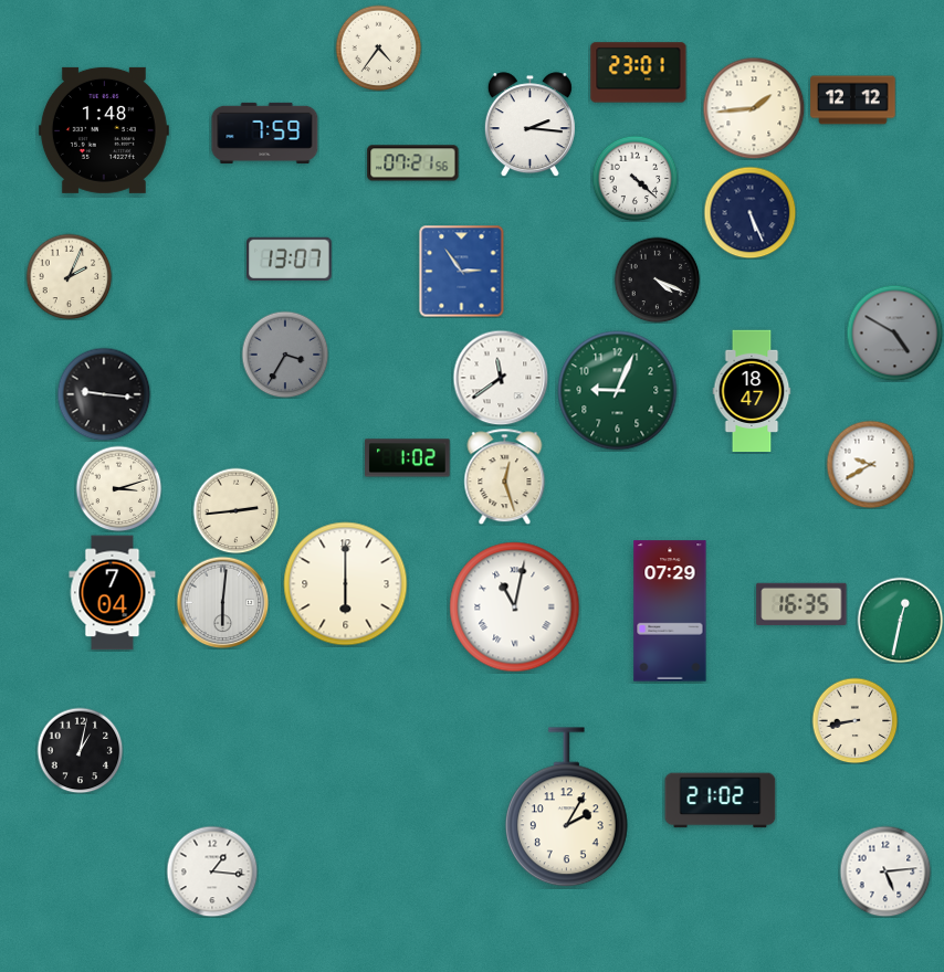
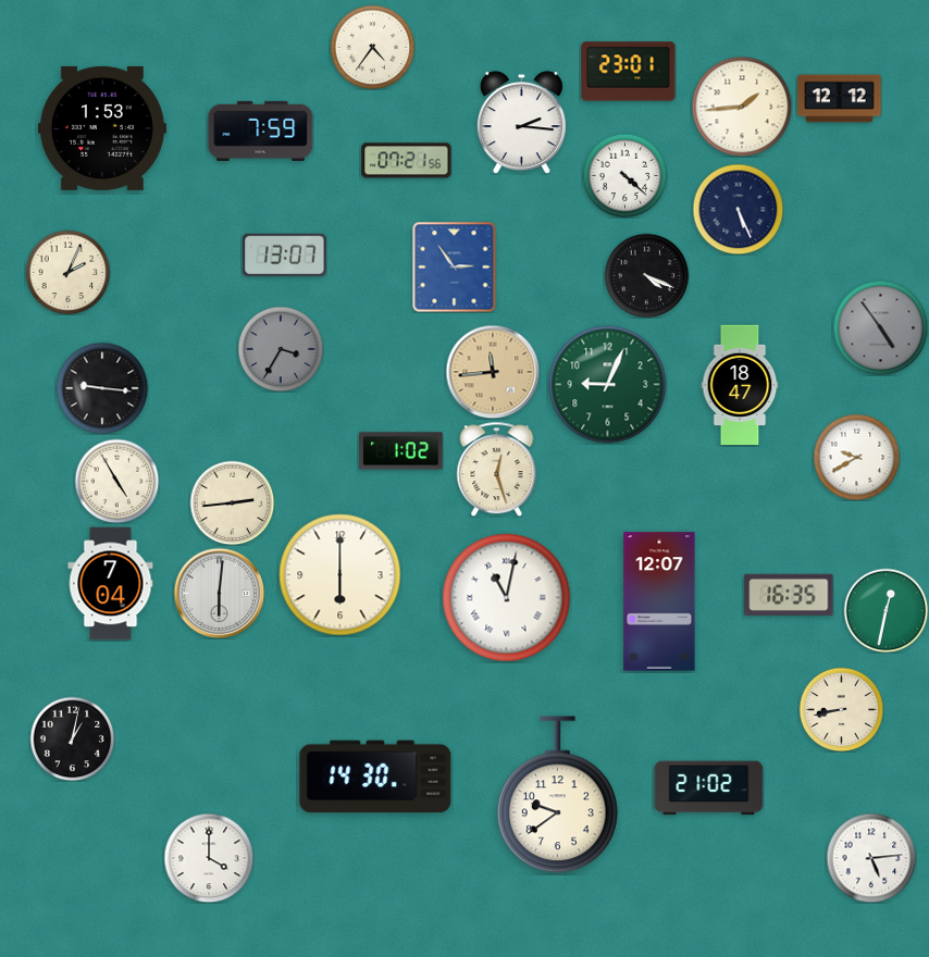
clock at (104, 130): 1:48 -> 1:53
clock at (894, 332): 4:50 -> 4:54
clock at (501, 378): 11:39 -> 11:44
clock at (501, 378) dial: white -> champagne
clock at (118, 488): 3:12 -> 4:55
clock at (670, 611): 07:29 -> 12:07
clock at (80, 750) position: (80, 750) -> (72, 738)
clock at (375, 776): none -> 14:30
clock at (566, 807): 2:05 -> 9:39
clock at (212, 871): 1:16 -> 4:00
